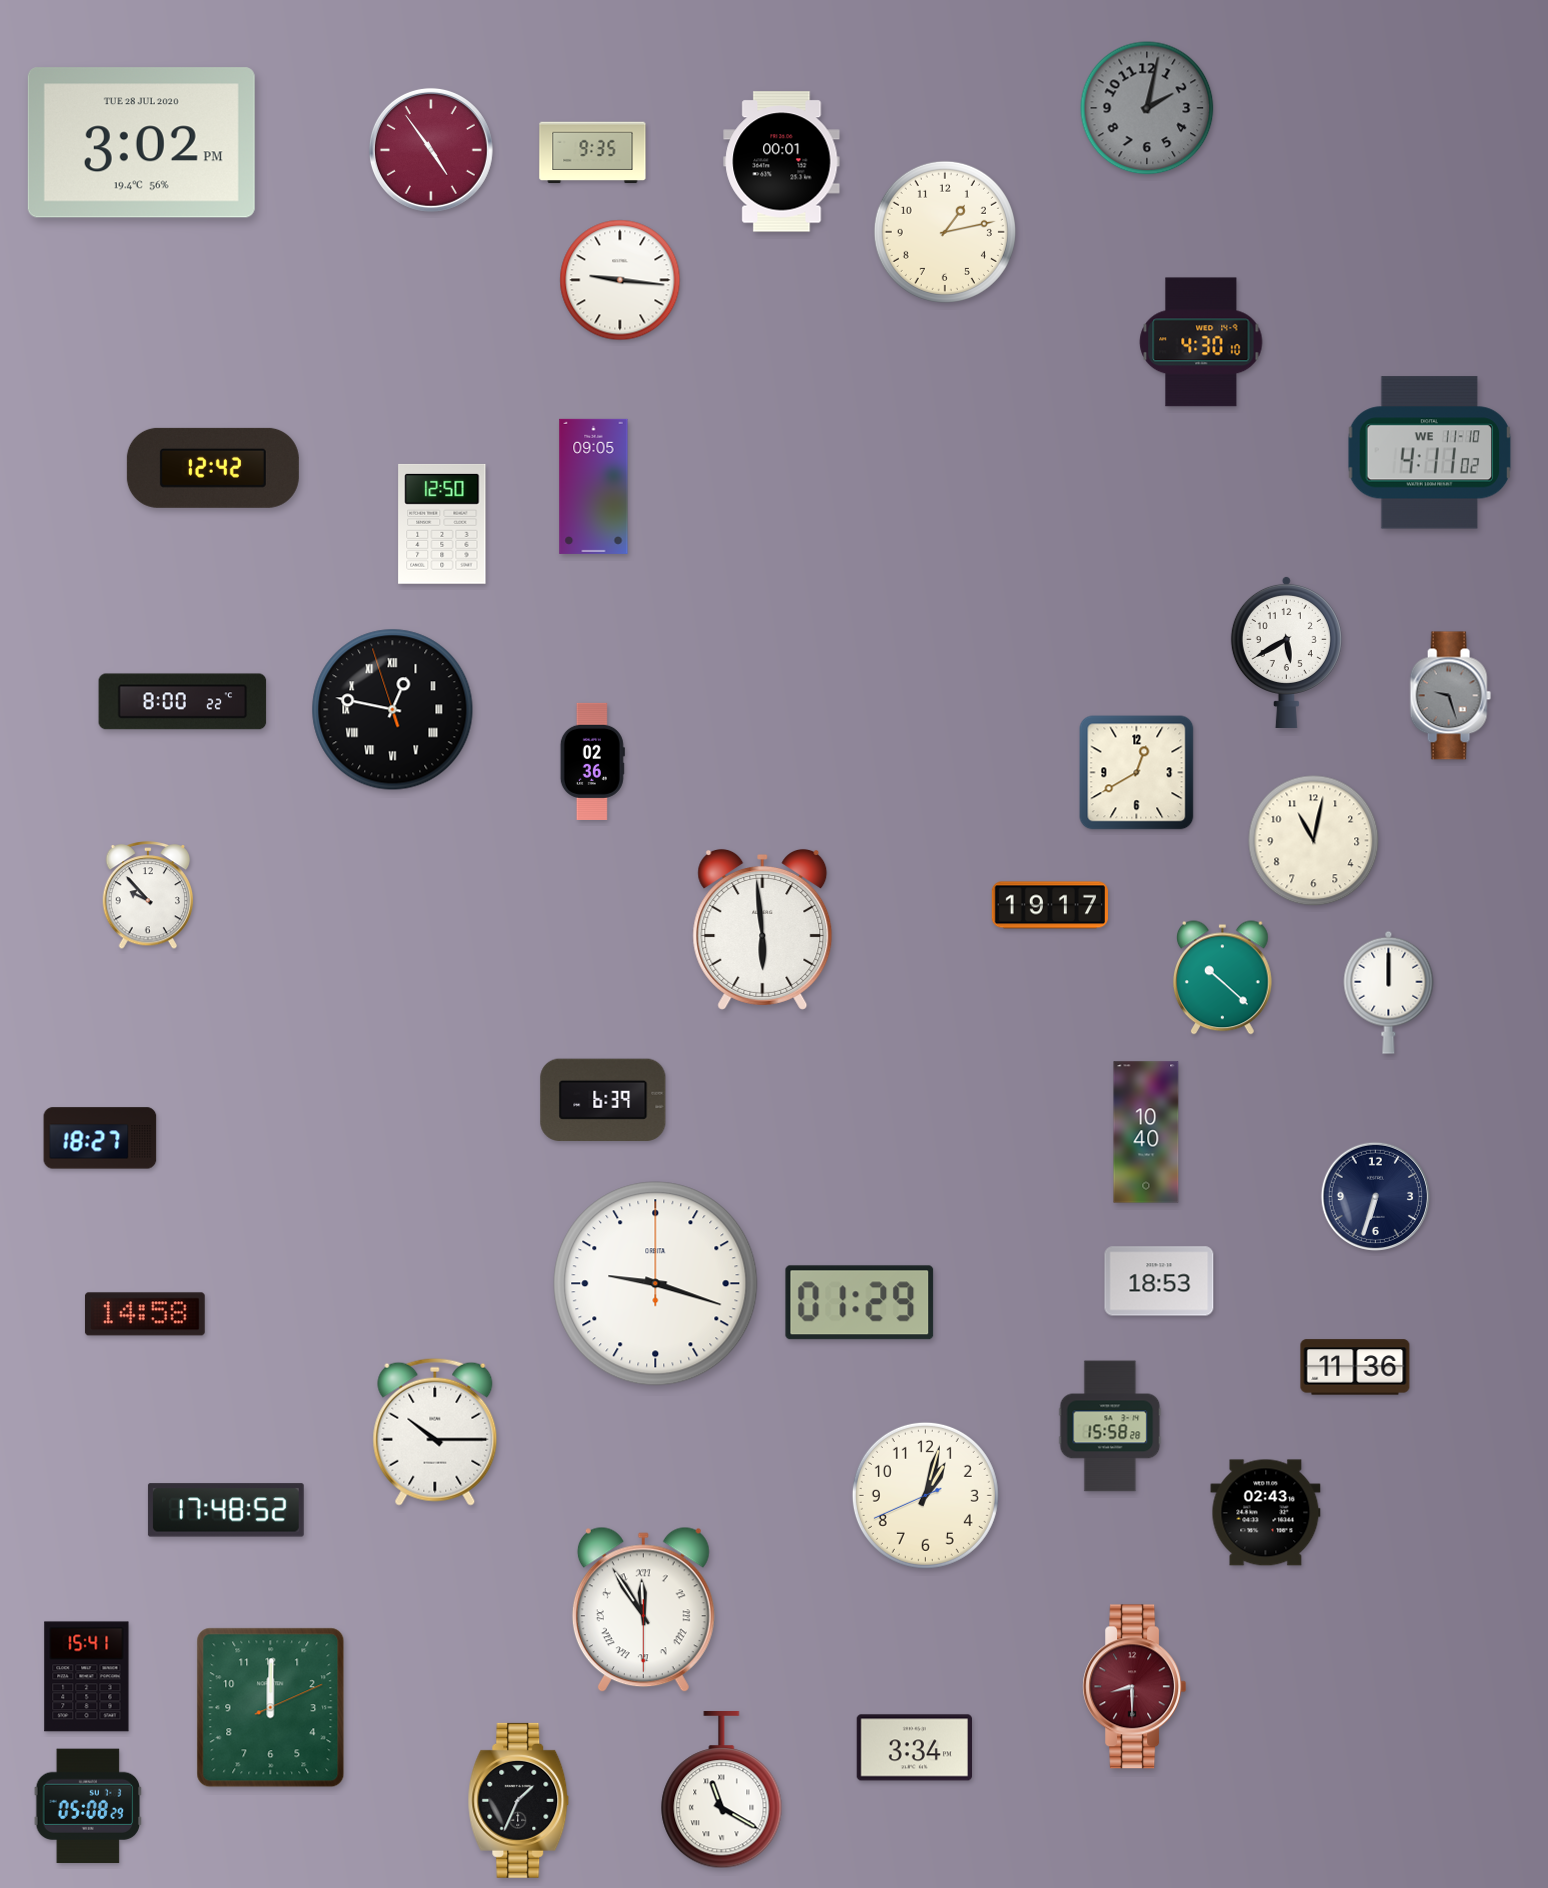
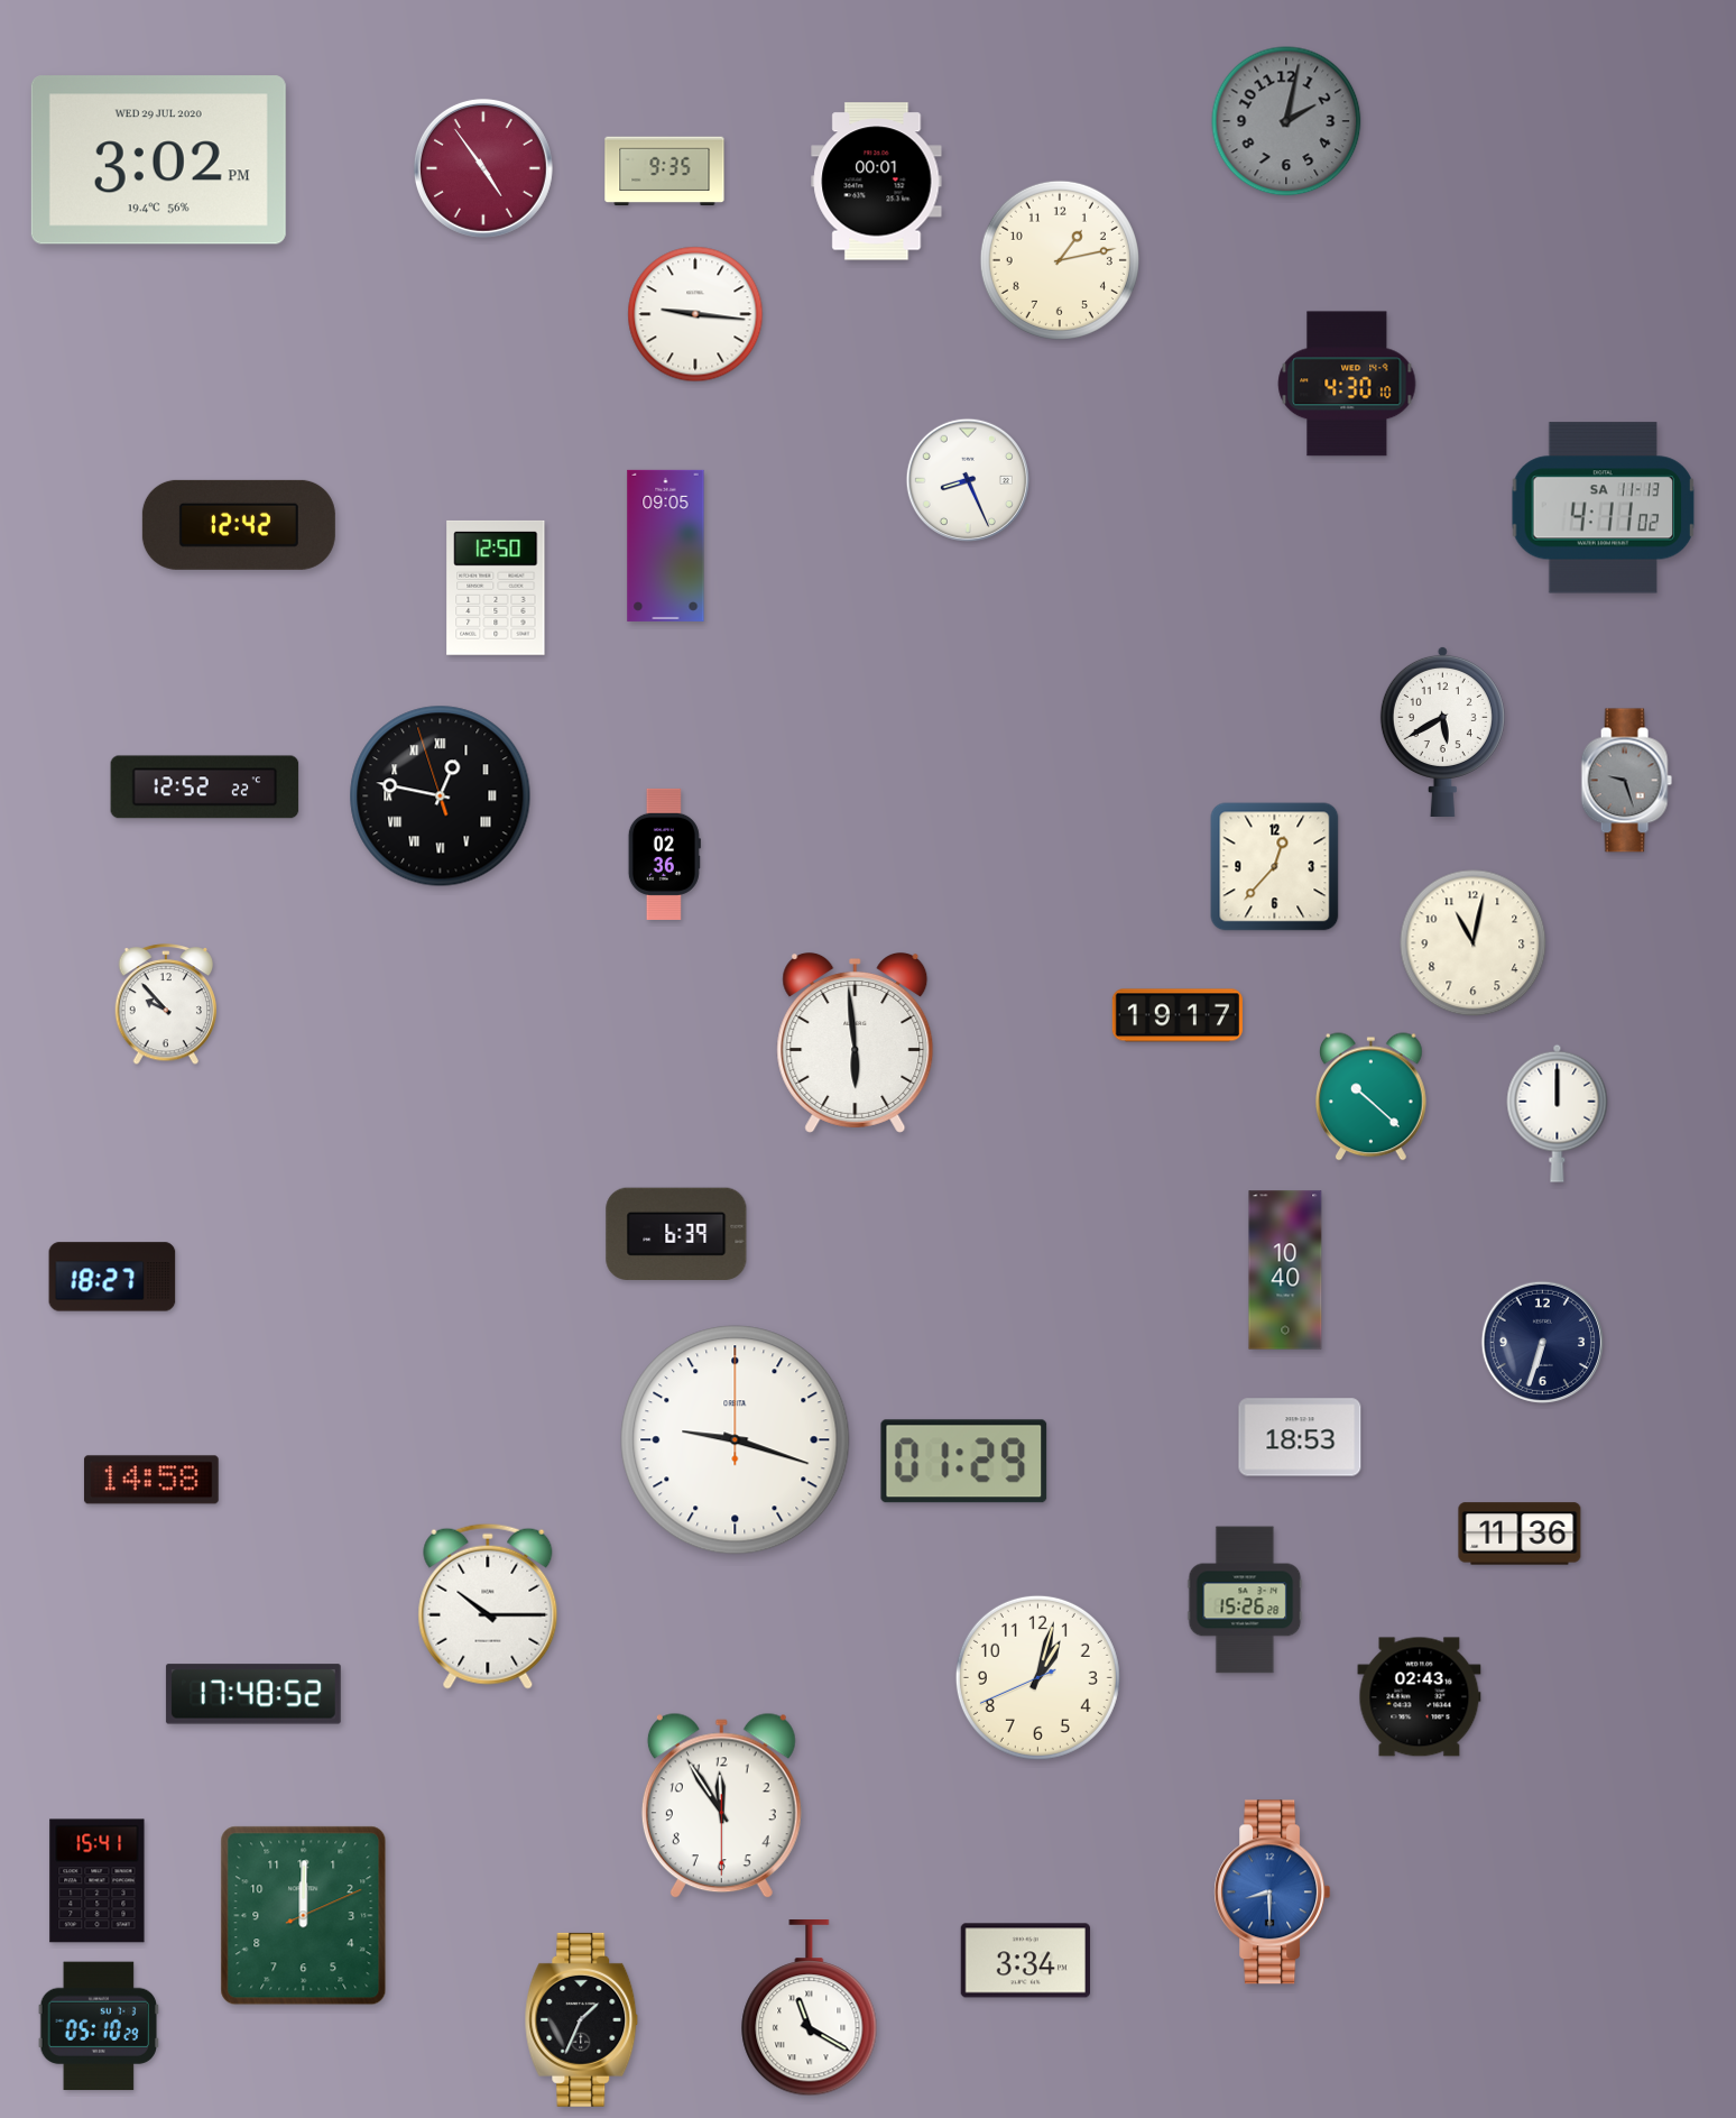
clock at (141, 143) date: TUE 28 JUL 2020 -> WED 29 JUL 2020
clock at (968, 480): none -> 8:26
clock at (1430, 453) date: WE 11-10 -> SA 11-13
clock at (183, 702): 8:00 -> 12:52
clock at (1137, 773): 12:40 -> 12:37
clock at (145, 1314) position: (145, 1314) -> (151, 1480)
clock at (1110, 1426): 15:58 -> 15:26
clock at (643, 1610) numerals: Roman -> Arabic
clock at (1135, 1687) dial: burgundy -> blue
clock at (88, 1806): 05:08 -> 05:10
